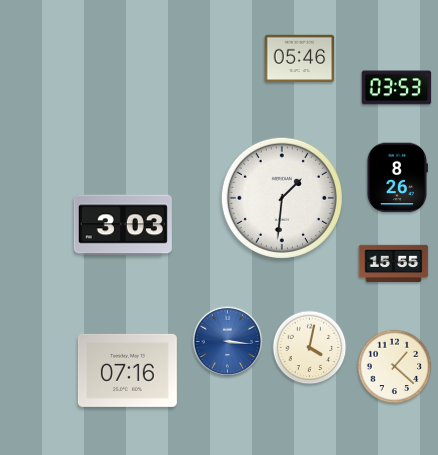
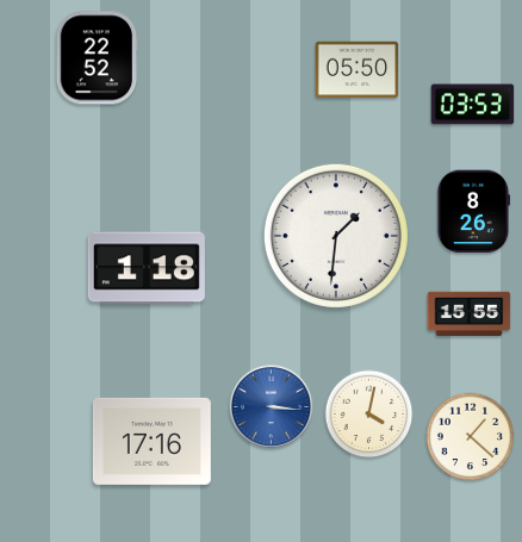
clock at (97, 58): none -> 22:52
clock at (300, 59): 05:46 -> 05:50
clock at (123, 225): 3:03 -> 1:18
clock at (127, 370): 07:16 -> 17:16
